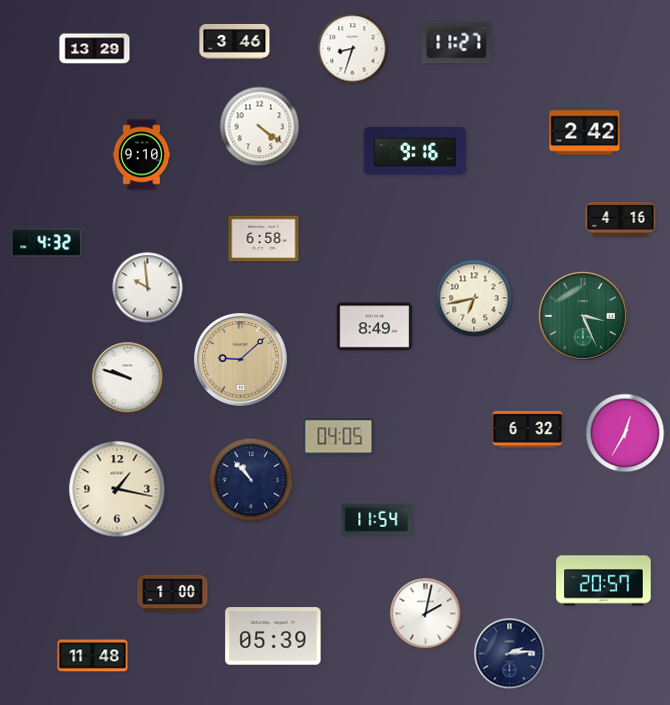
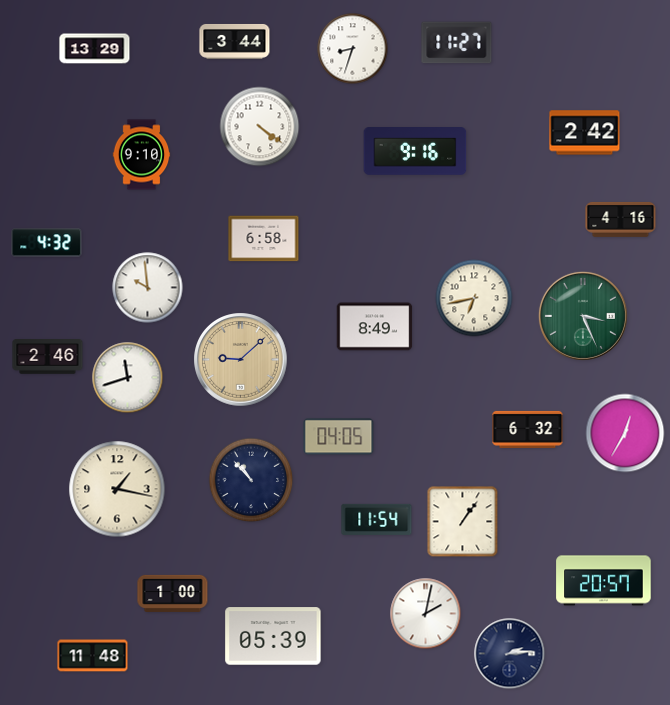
clock at (235, 41): 3:46 -> 3:44
clock at (48, 357): none -> 2:46
clock at (128, 378): 9:48 -> 11:42
clock at (463, 522): none -> 1:06
